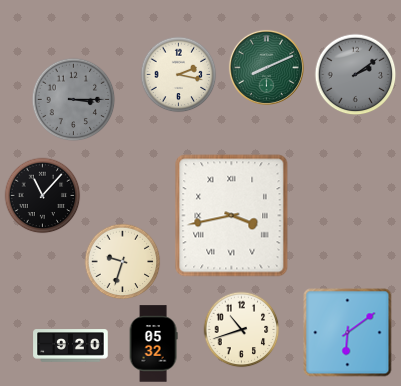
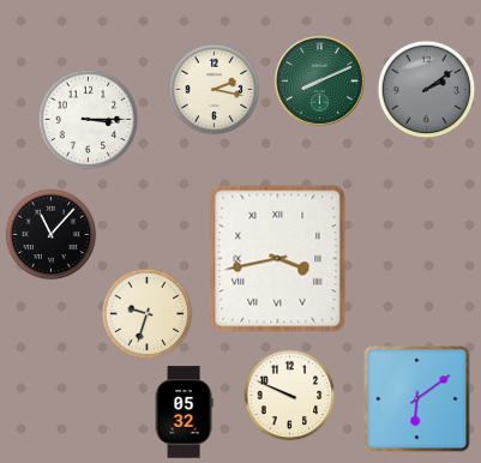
clock at (74, 100) dial: grey -> white
clock at (242, 330): 10:42 -> 9:49
clock at (71, 346): 9:20 -> none
